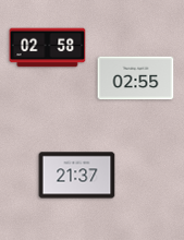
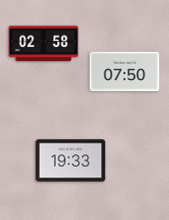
clock at (136, 79): 02:55 -> 07:50
clock at (77, 176): 21:37 -> 19:33
